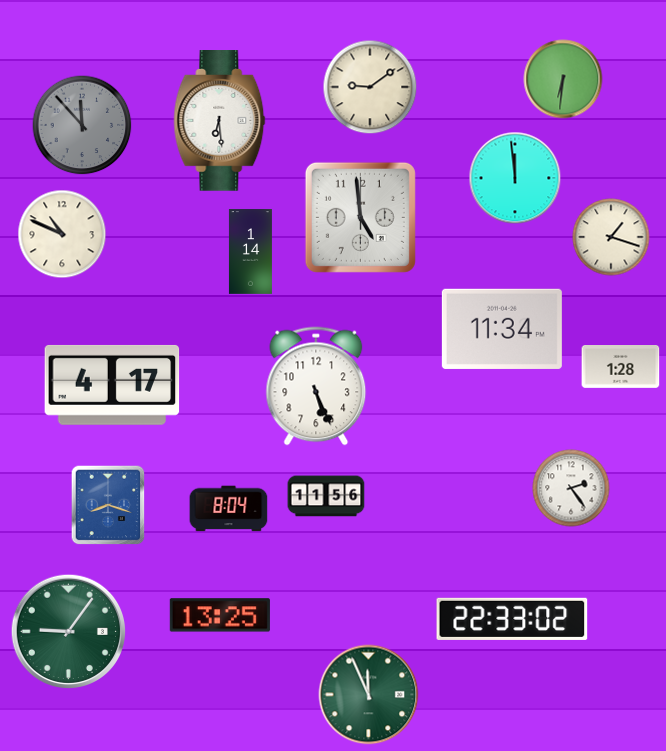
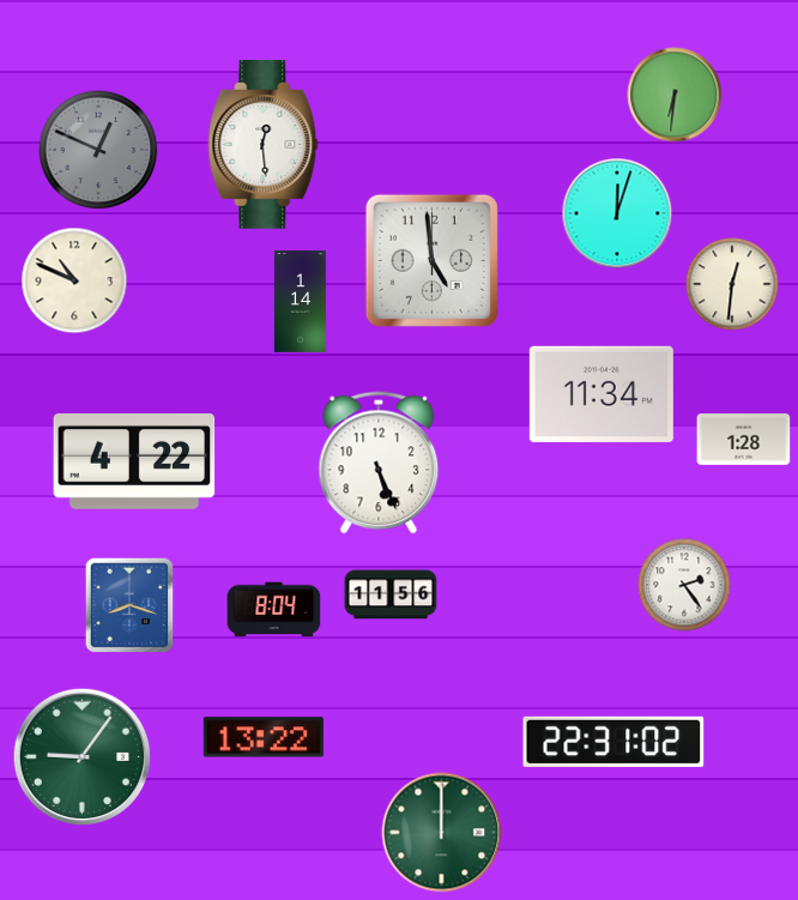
clock at (370, 87): 9:09 -> none
clock at (220, 121): 6:29 -> 12:29
clock at (82, 125): 11:53 -> 12:49
clock at (515, 178): 11:59 -> 12:03
clock at (611, 237): 1:18 -> 12:31
clock at (112, 385): 4:17 -> 4:22
clock at (220, 615): 13:25 -> 13:22
clock at (512, 619): 22:33 -> 22:31
clock at (369, 695): 11:56 -> 12:00
